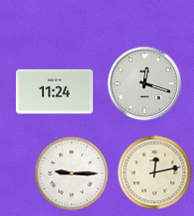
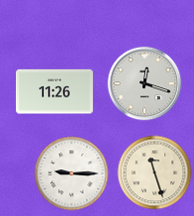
clock at (54, 92): 11:24 -> 11:26
clock at (155, 173): 12:13 -> 11:27
